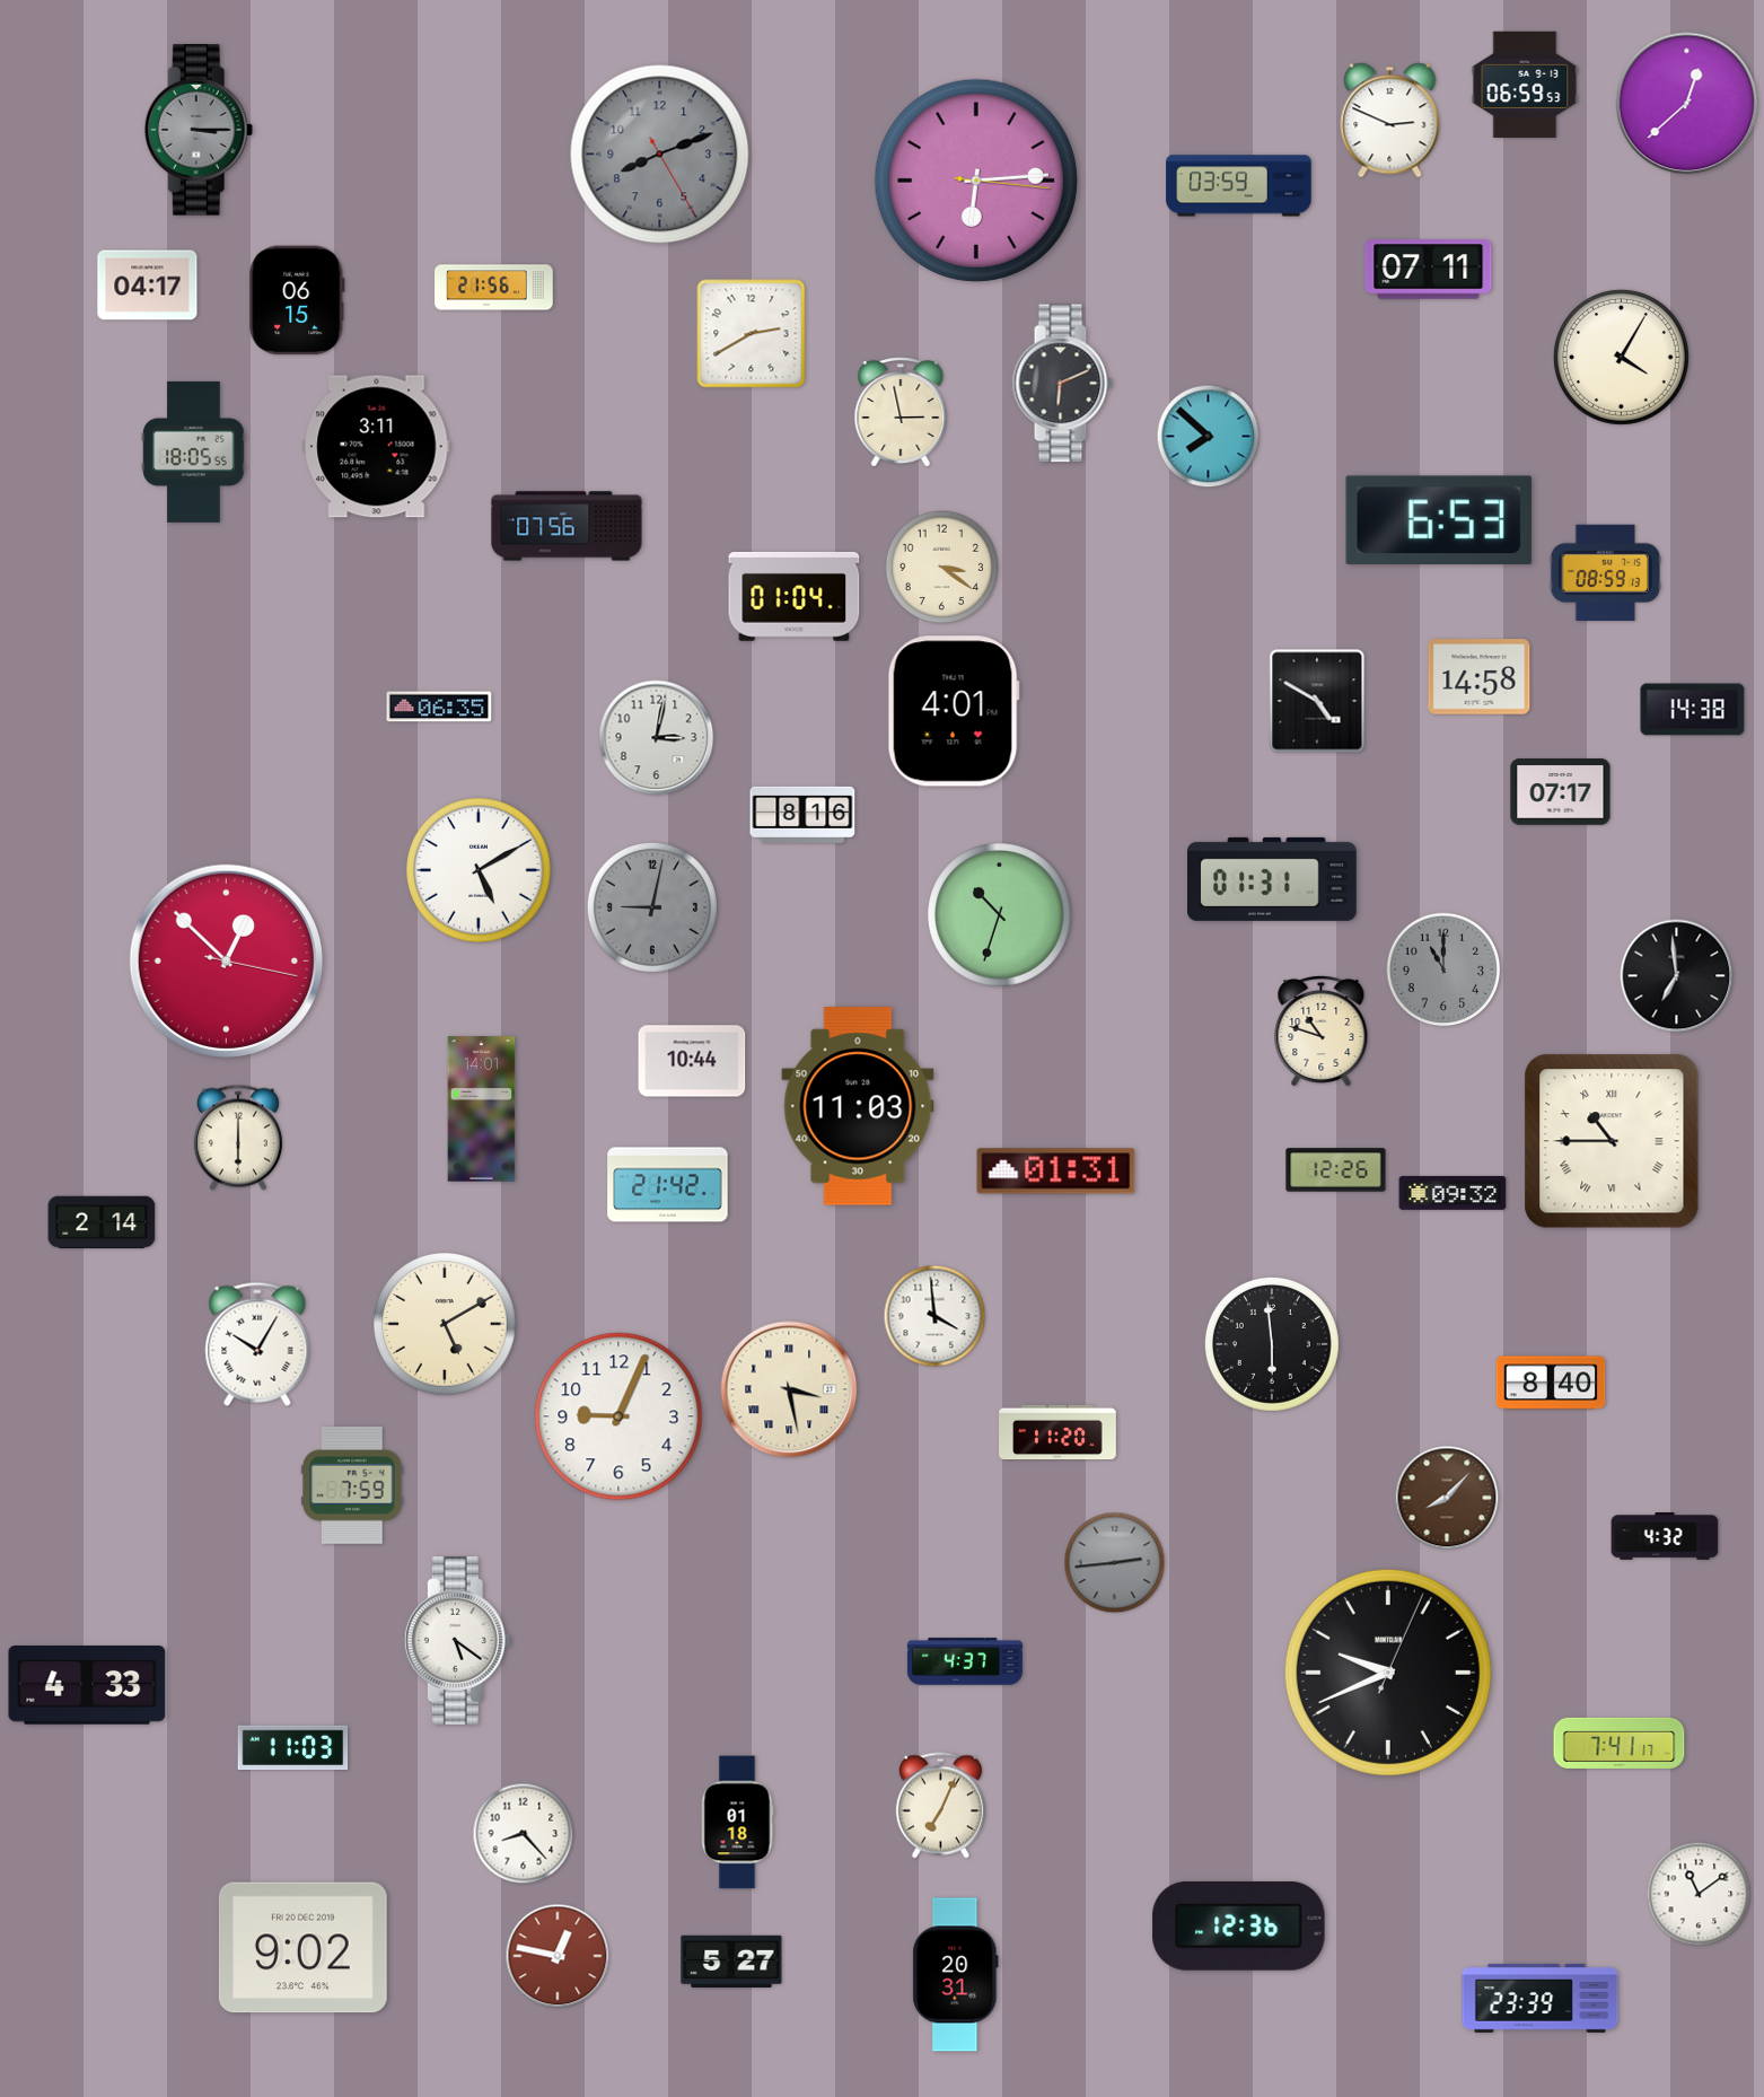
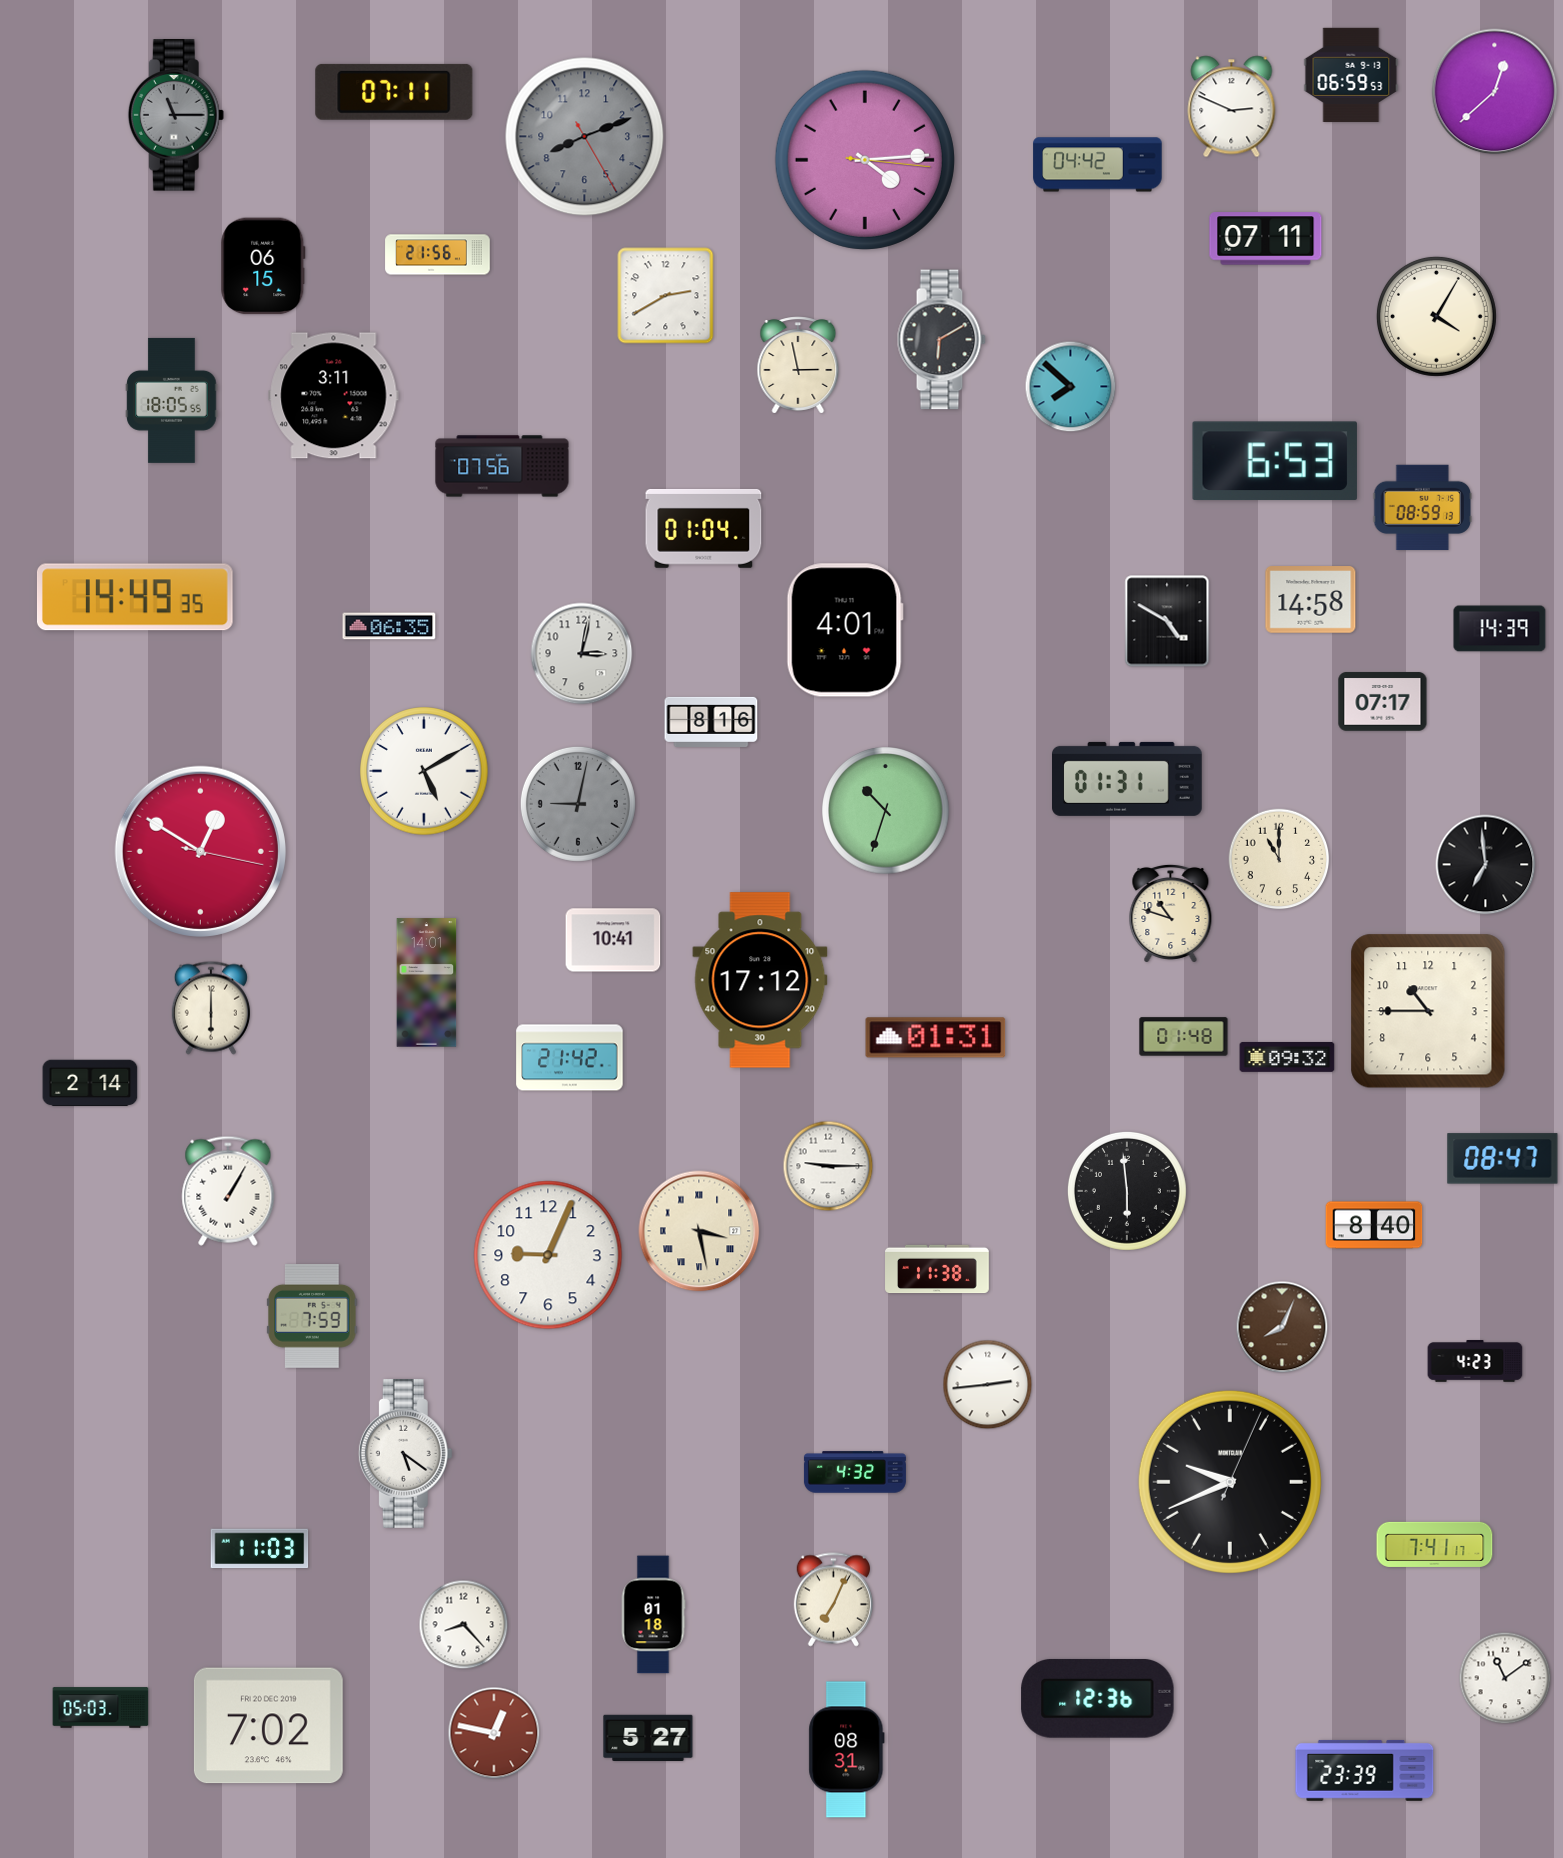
clock at (394, 92): none -> 07:11
clock at (199, 130): 3:15 -> 11:15
clock at (976, 181): 6:14 -> 4:14
clock at (1239, 186): 03:59 -> 04:42
clock at (148, 286): 04:17 -> none
clock at (1062, 384): 6:11 -> 6:10
clock at (942, 568): 3:21 -> none
clock at (135, 597): none -> 14:49
clock at (1693, 710): 14:38 -> 14:39
clock at (226, 960): 12:52 -> 12:50
clock at (1443, 969) dial: grey -> cream
clock at (692, 1061): 10:44 -> 10:41
clock at (858, 1106): 11:03 -> 17:12
clock at (1612, 1141) numerals: Roman -> Arabic
clock at (1336, 1170): 12:26 -> 01:48
clock at (668, 1185) position: (668, 1185) -> (570, 1058)
clock at (1503, 1159): none -> 08:47
clock at (934, 1316): 3:59 -> 9:15
clock at (445, 1324): 5:10 -> none
clock at (257, 1344): 10:05 -> 1:05
clock at (1057, 1432): 11:20 -> 11:38
clock at (1447, 1498): 8:07 -> 8:04
clock at (1665, 1536): 4:32 -> 4:23
clock at (1115, 1563) dial: grey -> white
clock at (965, 1661): 4:37 -> 4:32
clock at (87, 1686): 4:33 -> none
clock at (1239, 1925) position: (1239, 1925) -> (1098, 1698)
clock at (101, 1708): none -> 05:03
clock at (302, 1948): 9:02 -> 7:02
clock at (956, 1975): 20:31 -> 08:31
